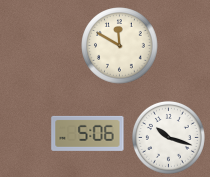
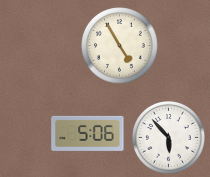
clock at (120, 46): 11:50 -> 4:55
clock at (168, 137): 10:18 -> 5:53
